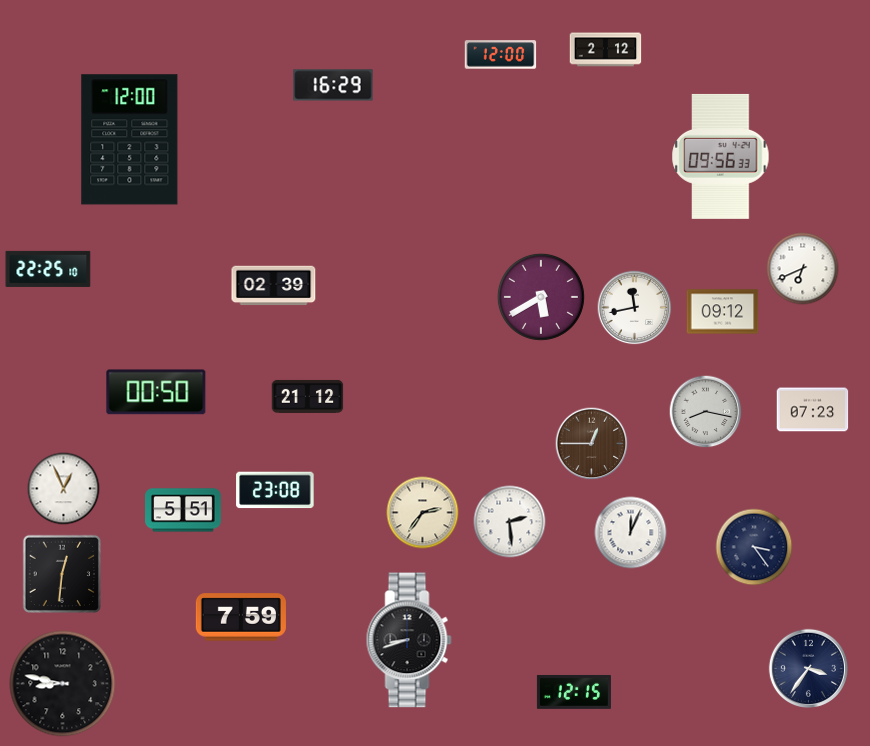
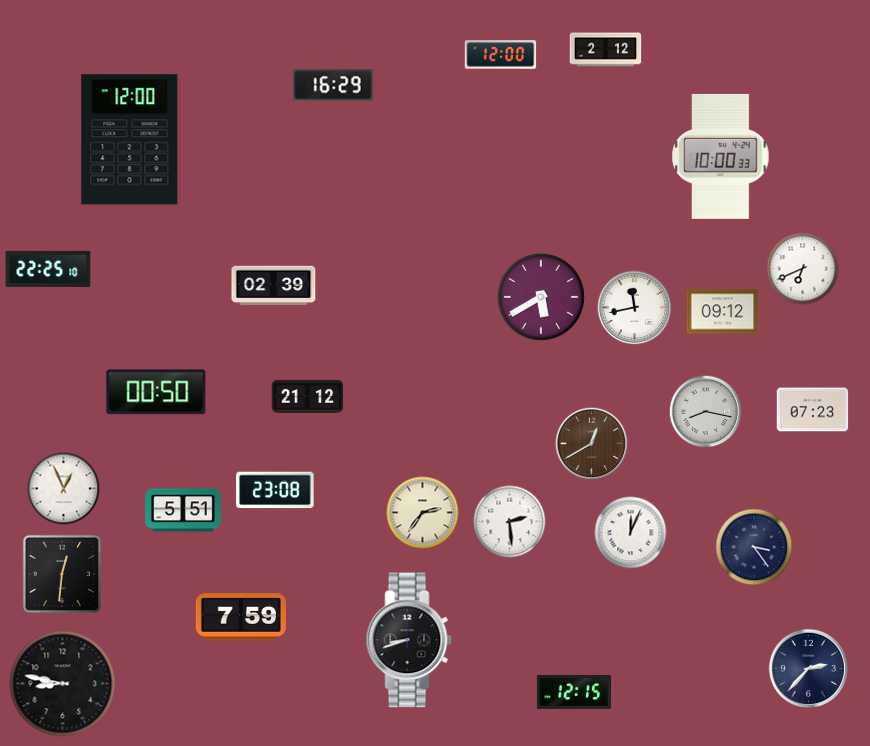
clock at (721, 156): 09:56 -> 10:00
clock at (592, 444): 12:45 -> 12:40
clock at (808, 668): 3:36 -> 2:37
